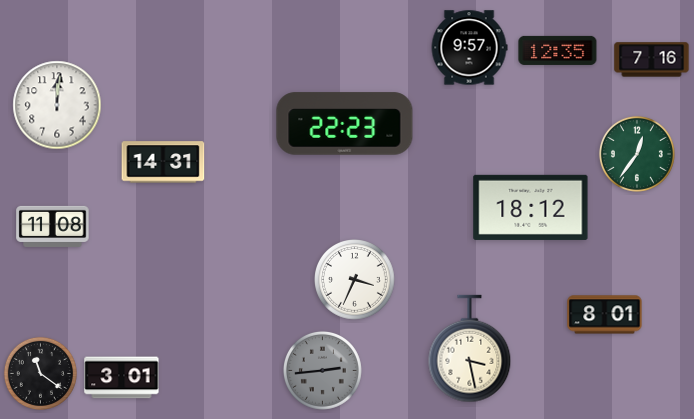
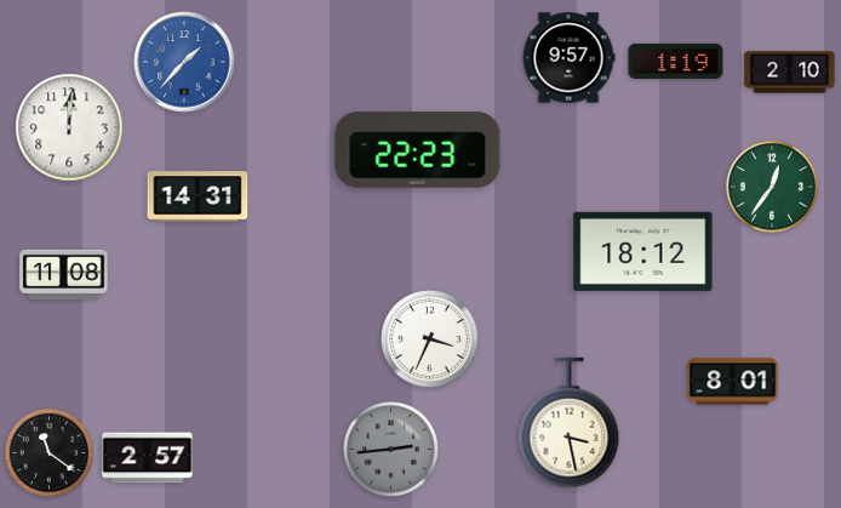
clock at (558, 50): 12:35 -> 1:19
clock at (184, 62): none -> 1:37
clock at (652, 60): 7:16 -> 2:10
clock at (122, 378): 3:01 -> 2:57
